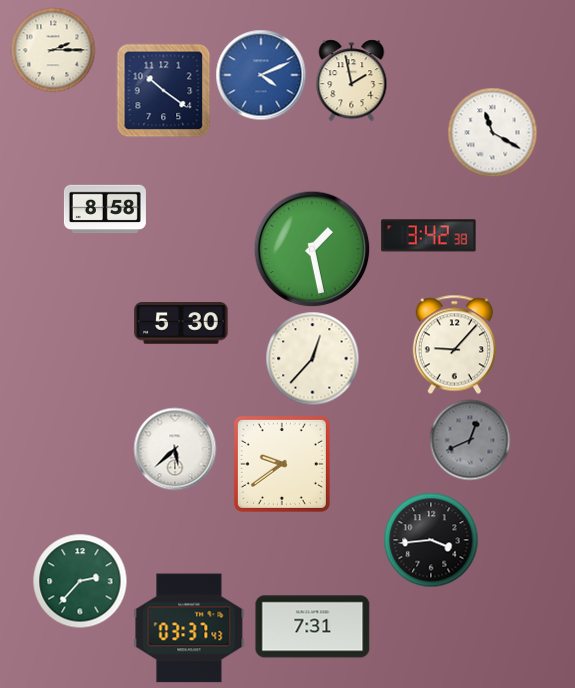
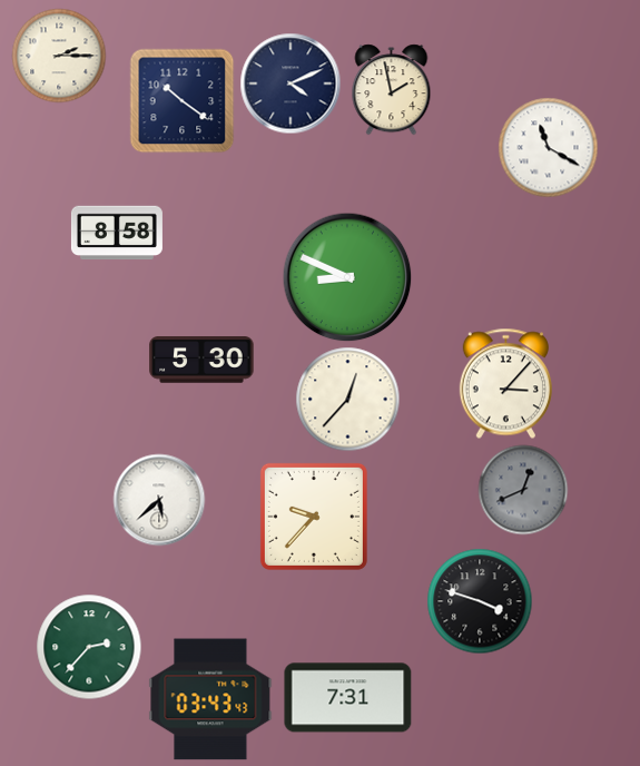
clock at (261, 75) dial: blue -> navy
clock at (429, 236): 3:42 -> none
clock at (312, 249): 1:28 -> 8:49
clock at (454, 344): 9:07 -> 3:07
clock at (175, 449) position: (175, 449) -> (159, 500)
clock at (282, 464): 9:39 -> 9:37
clock at (431, 540): 3:44 -> 3:48
clock at (189, 628): 03:37 -> 03:43
